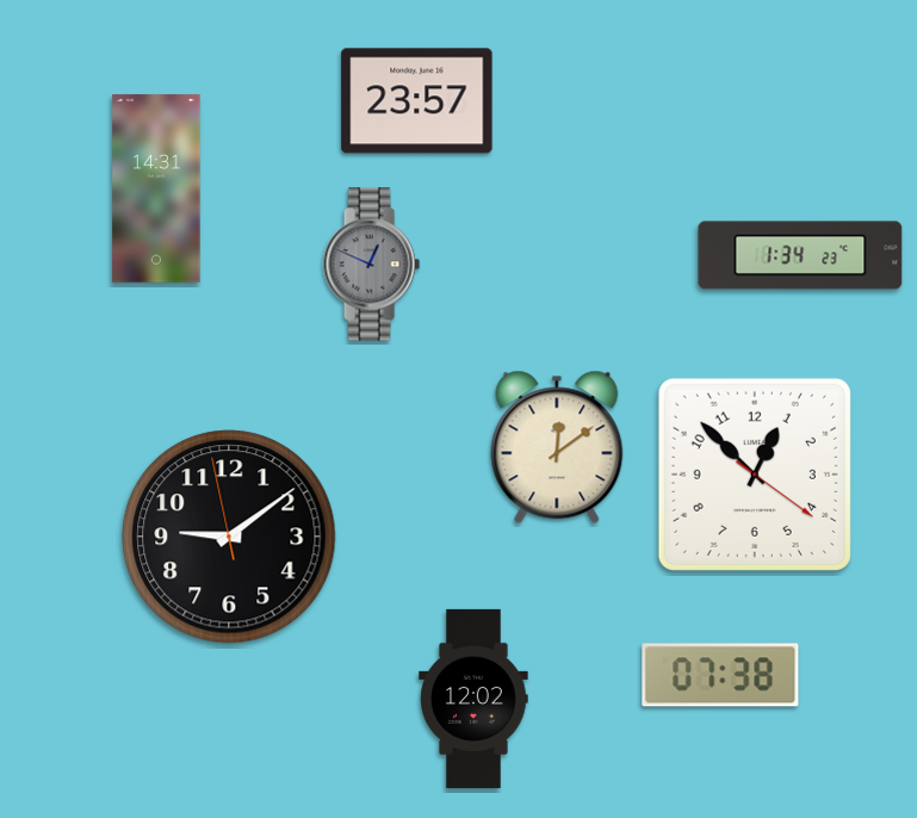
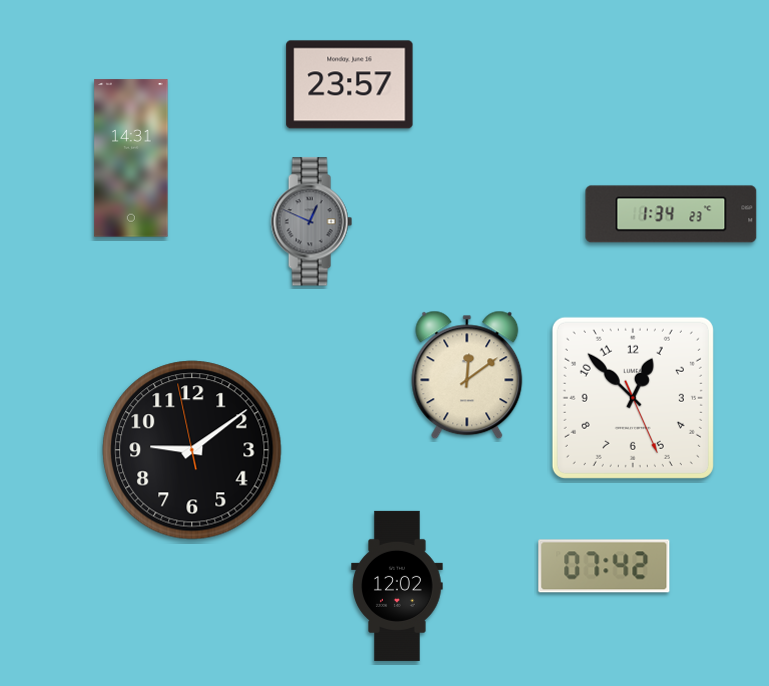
clock at (755, 475): 12:52:21 -> 12:52:26
clock at (720, 675): 07:38 -> 07:42
